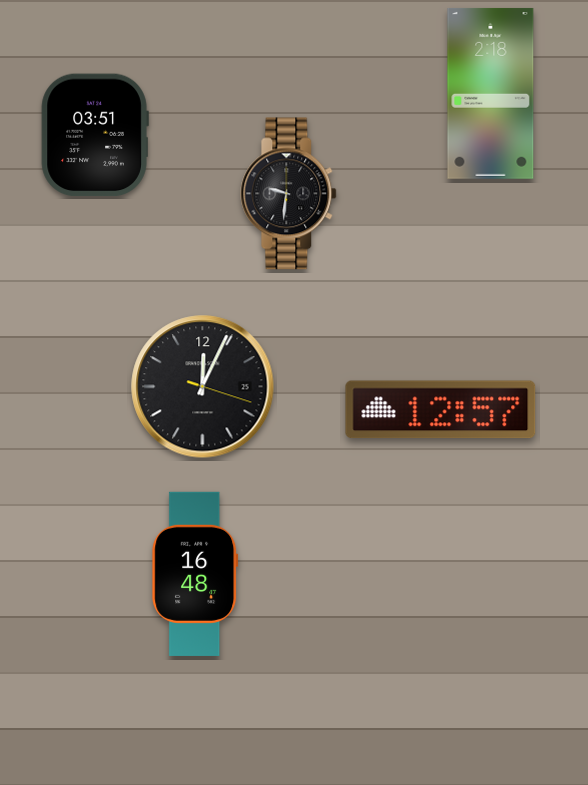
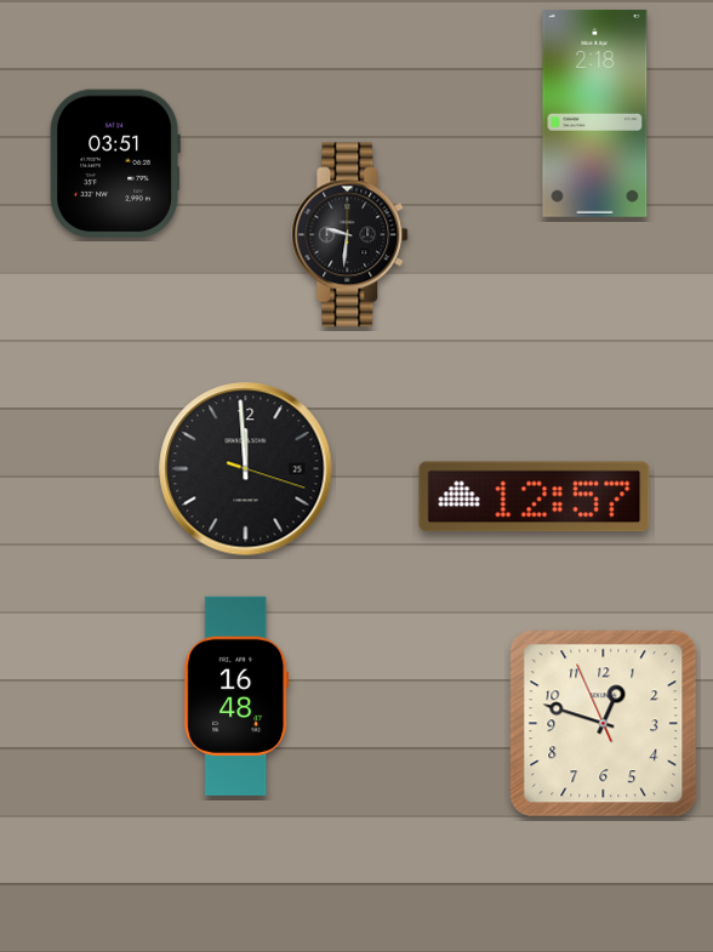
clock at (203, 387): 12:04 -> 11:59
clock at (604, 724): none -> 12:47
